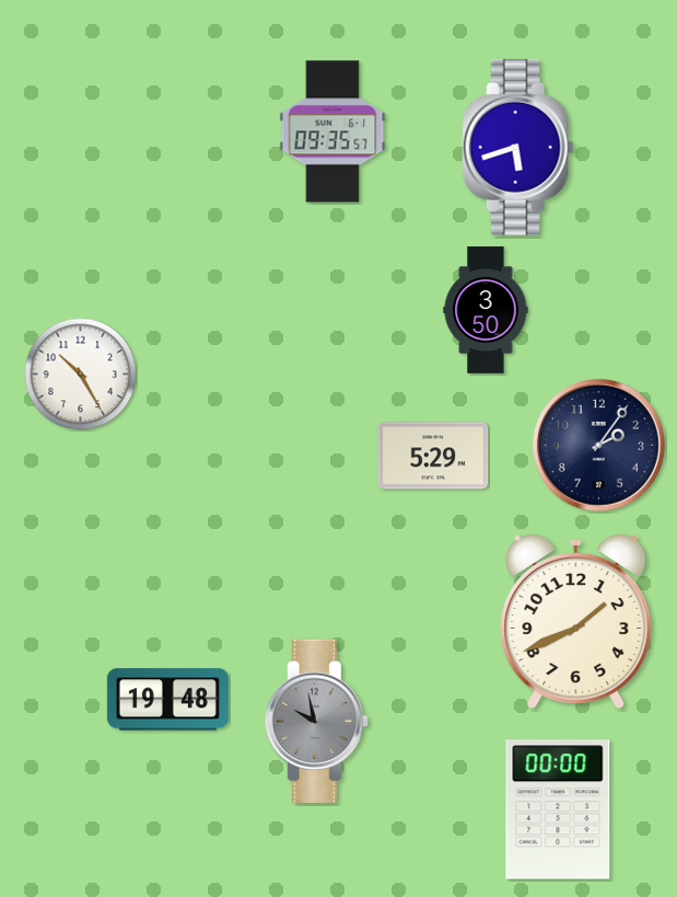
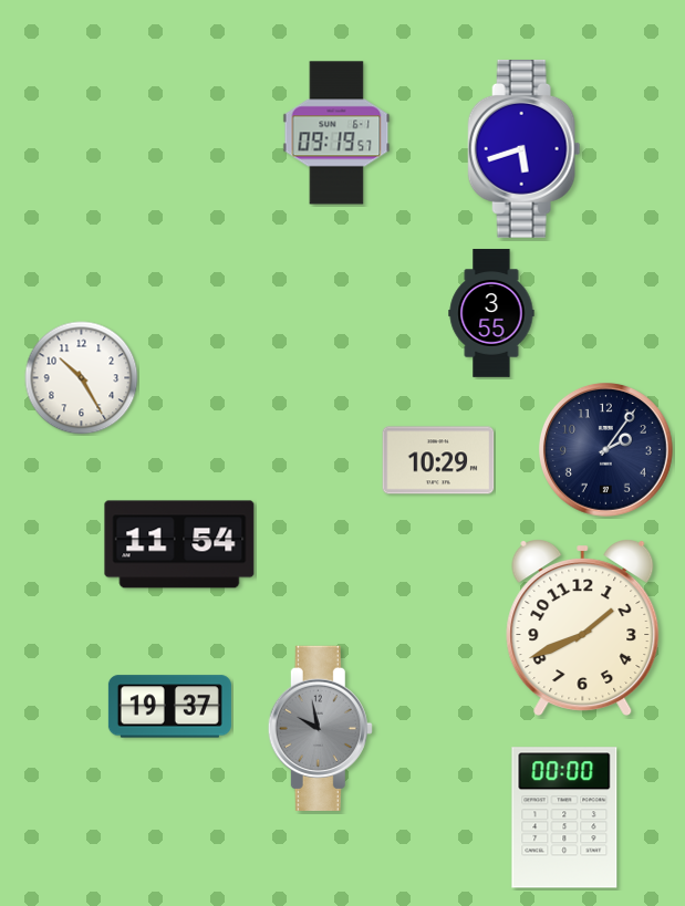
clock at (332, 131): 09:35 -> 09:19
clock at (486, 310): 3:50 -> 3:55
clock at (433, 456): 5:29 -> 10:29
clock at (179, 544): none -> 11:54
clock at (167, 700): 19:48 -> 19:37
